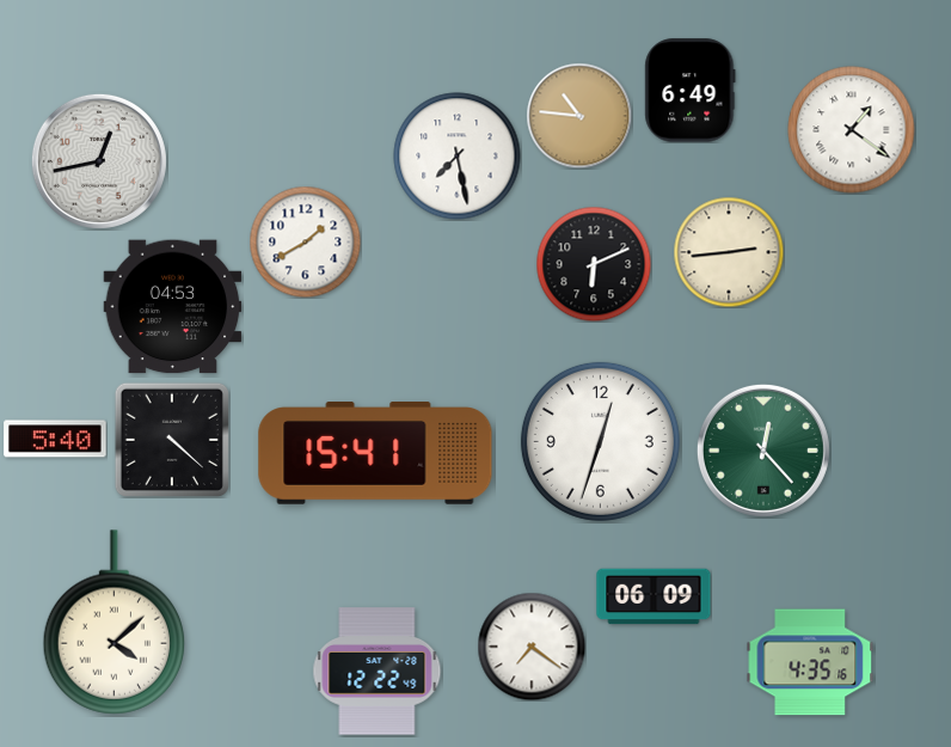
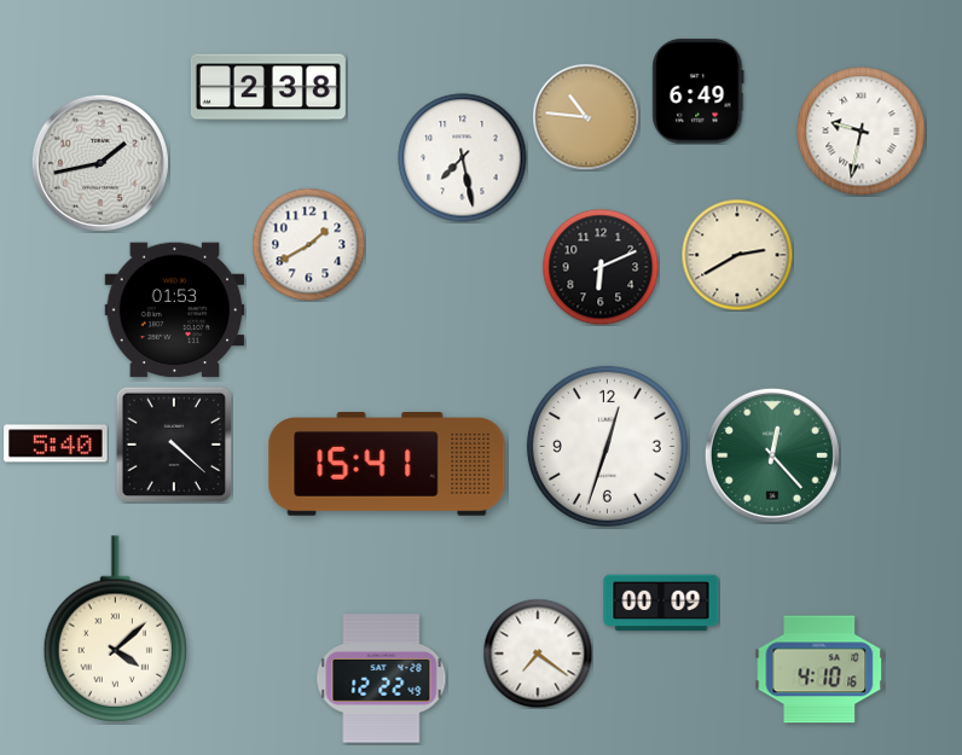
clock at (268, 87): none -> 2:38
clock at (852, 130): 1:21 -> 9:32
clock at (99, 161): 12:43 -> 1:43
clock at (729, 252): 2:44 -> 2:40
clock at (173, 307): 04:53 -> 01:53
clock at (375, 453) position: (375, 453) -> (387, 464)
clock at (654, 596): 06:09 -> 00:09
clock at (810, 662): 4:35 -> 4:10
